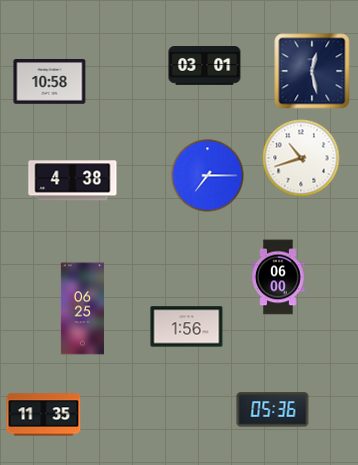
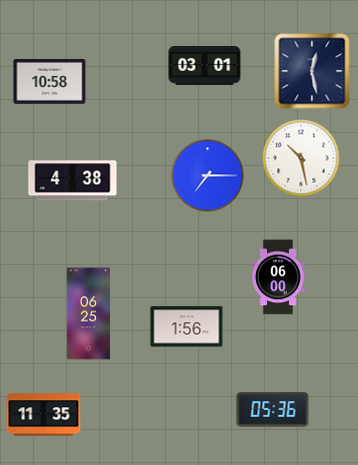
clock at (301, 158): 10:42 -> 10:28
clock at (82, 309) position: (82, 309) -> (88, 314)
